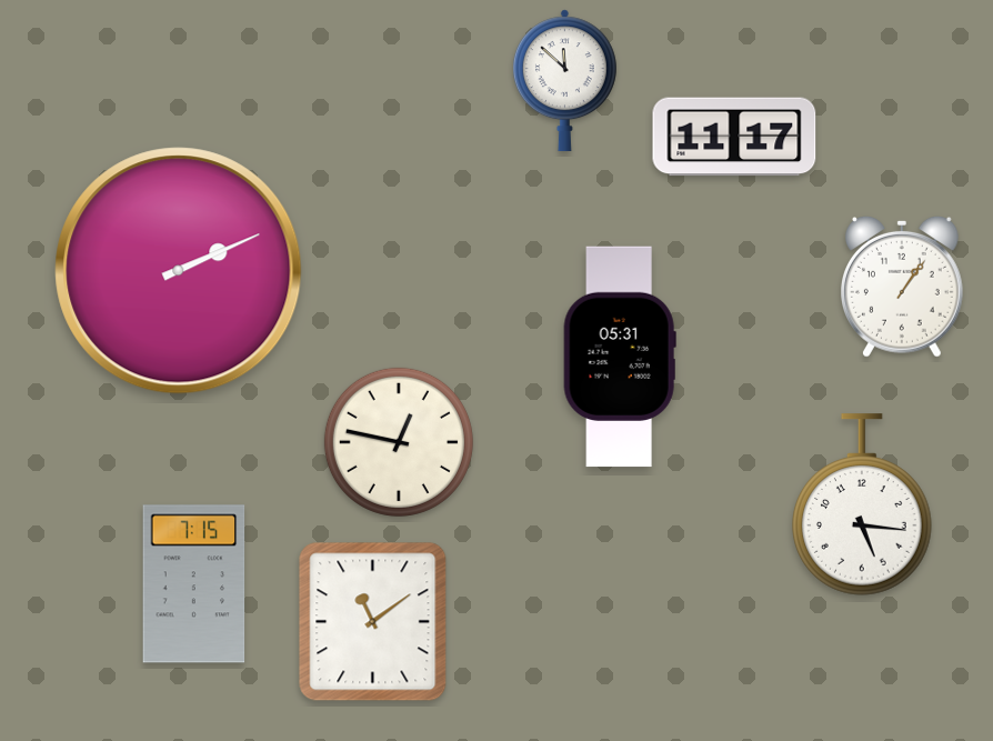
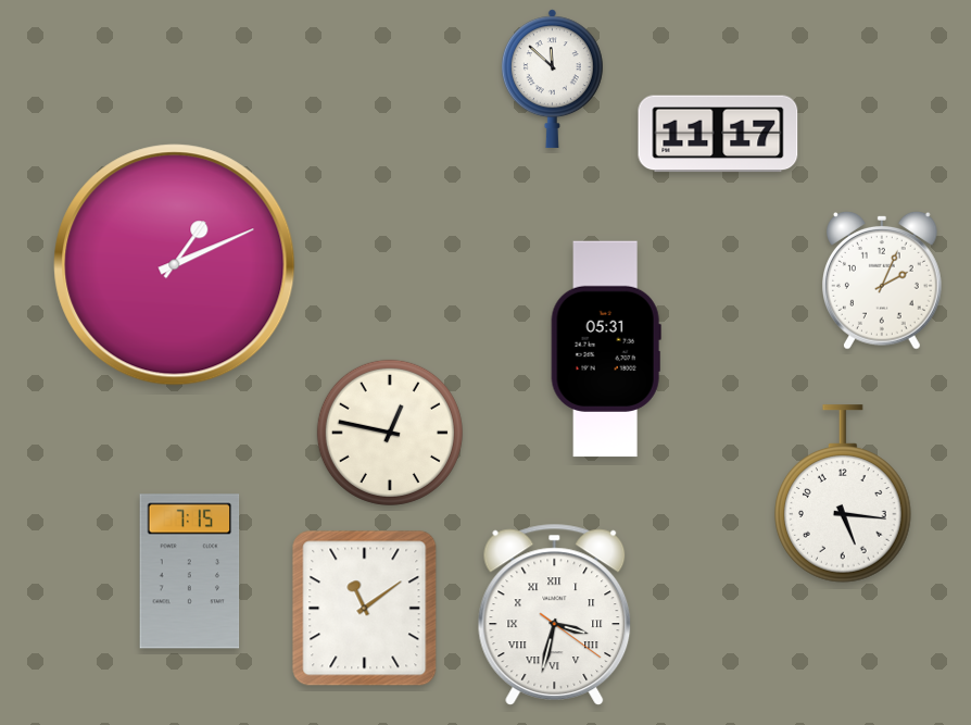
clock at (179, 271): 2:11 -> 1:11
clock at (903, 288): 1:06 -> 2:04
clock at (555, 614): none -> 3:32
